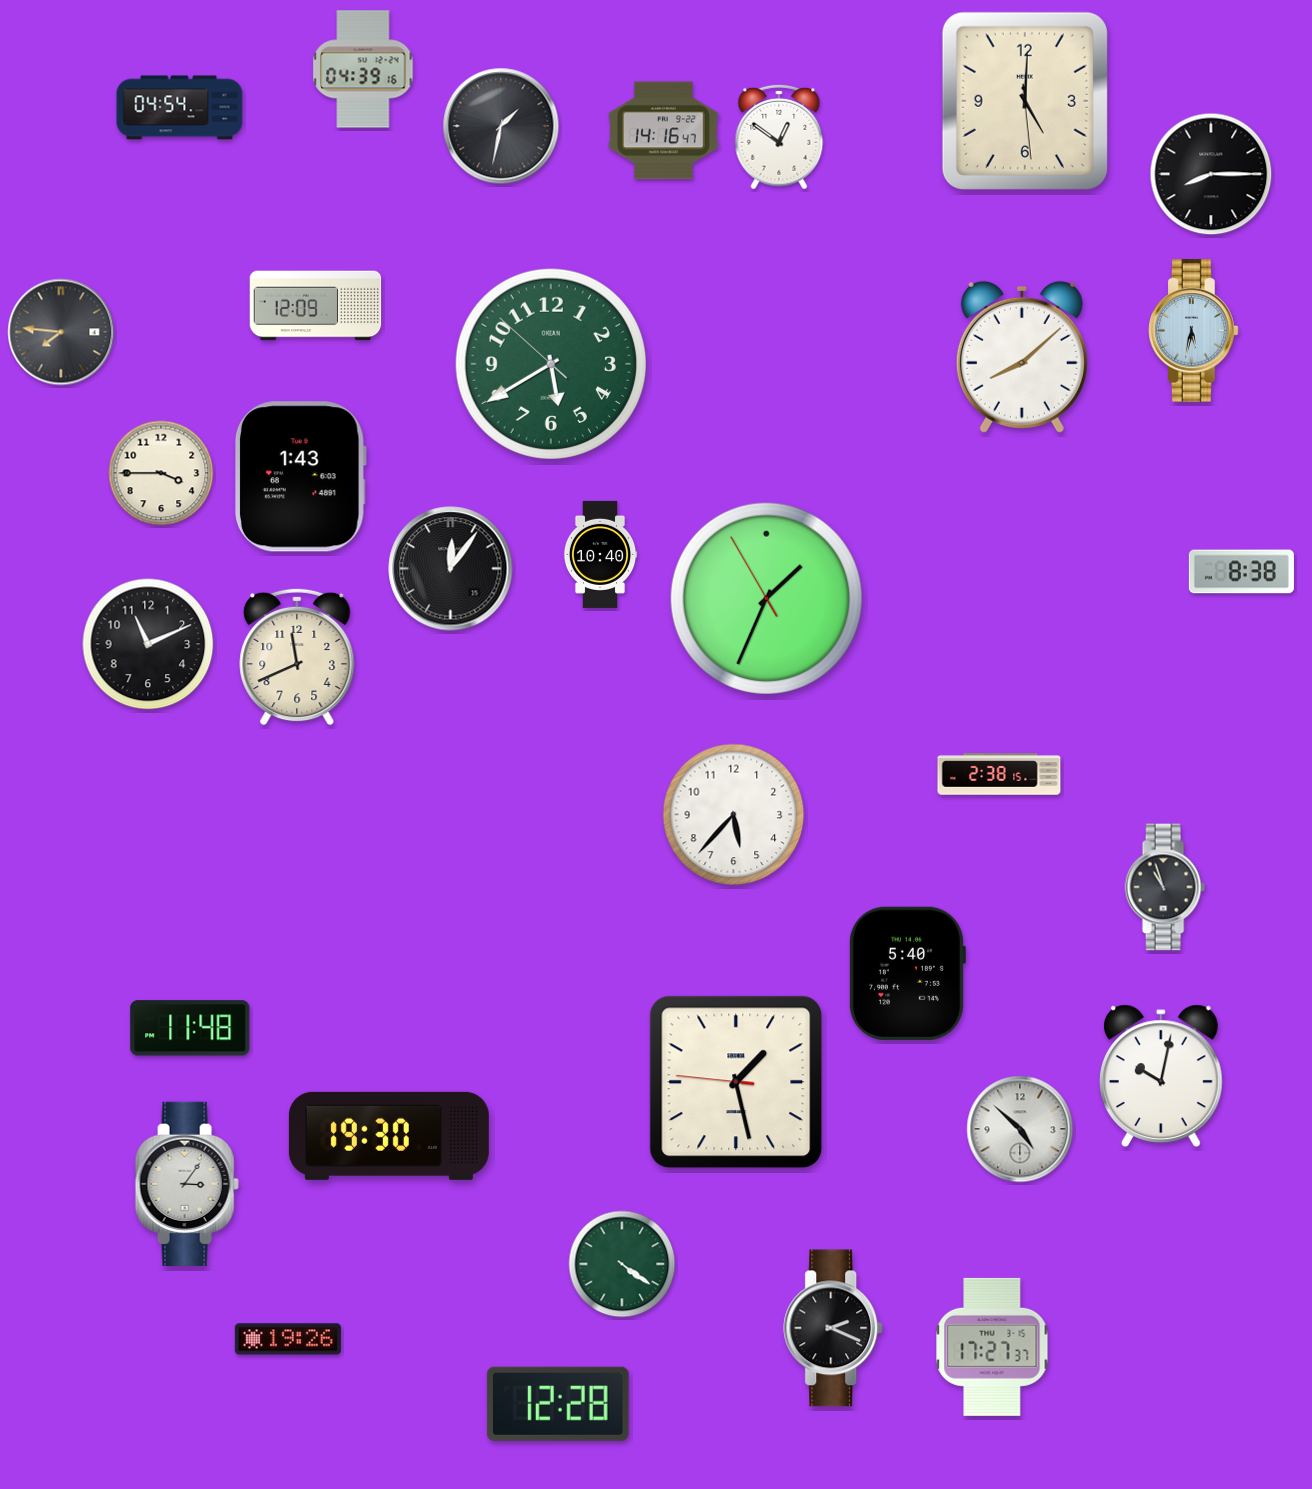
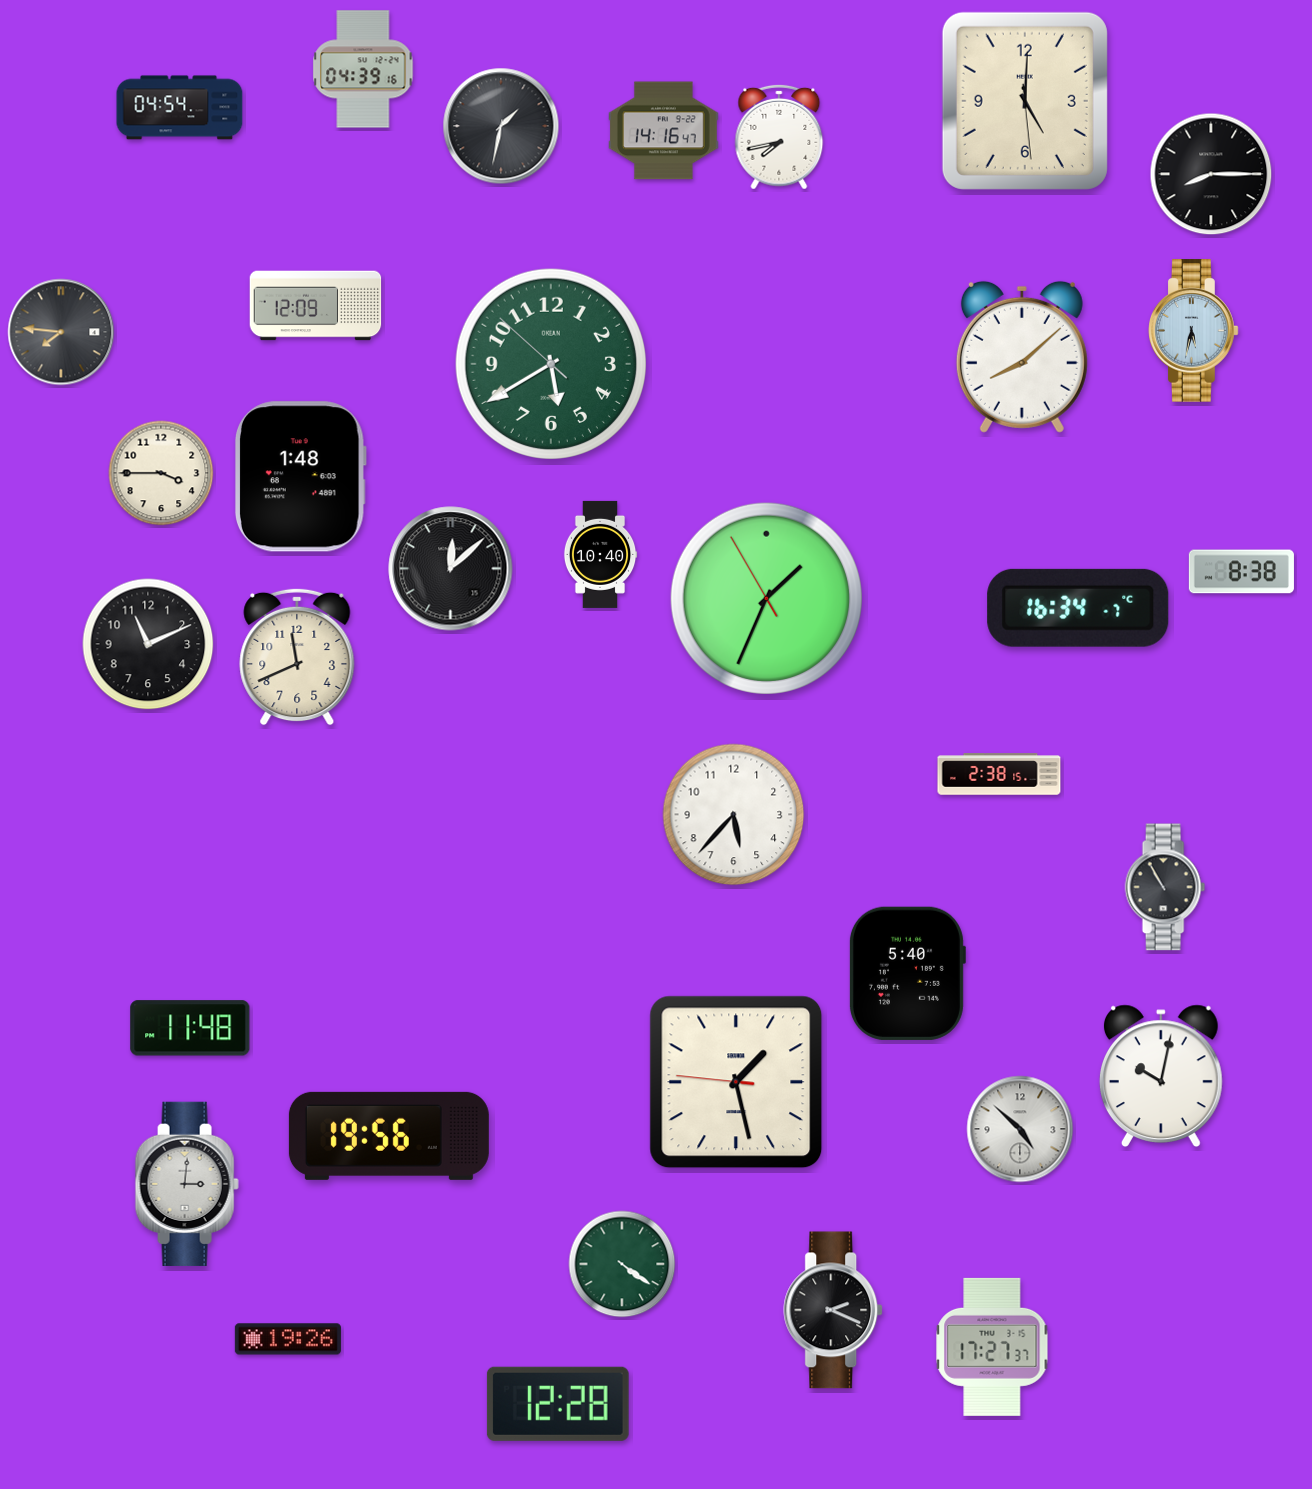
clock at (779, 137): 12:51 -> 7:43
clock at (300, 477): 1:43 -> 1:48
clock at (451, 569): 12:06 -> 12:08
clock at (1078, 608): none -> 16:34
clock at (1165, 887): 10:57 -> 10:55
clock at (389, 1136): 19:30 -> 19:56
clock at (187, 1184): 3:06 -> 3:01
clock at (834, 1328) position: (834, 1328) -> (834, 1310)
